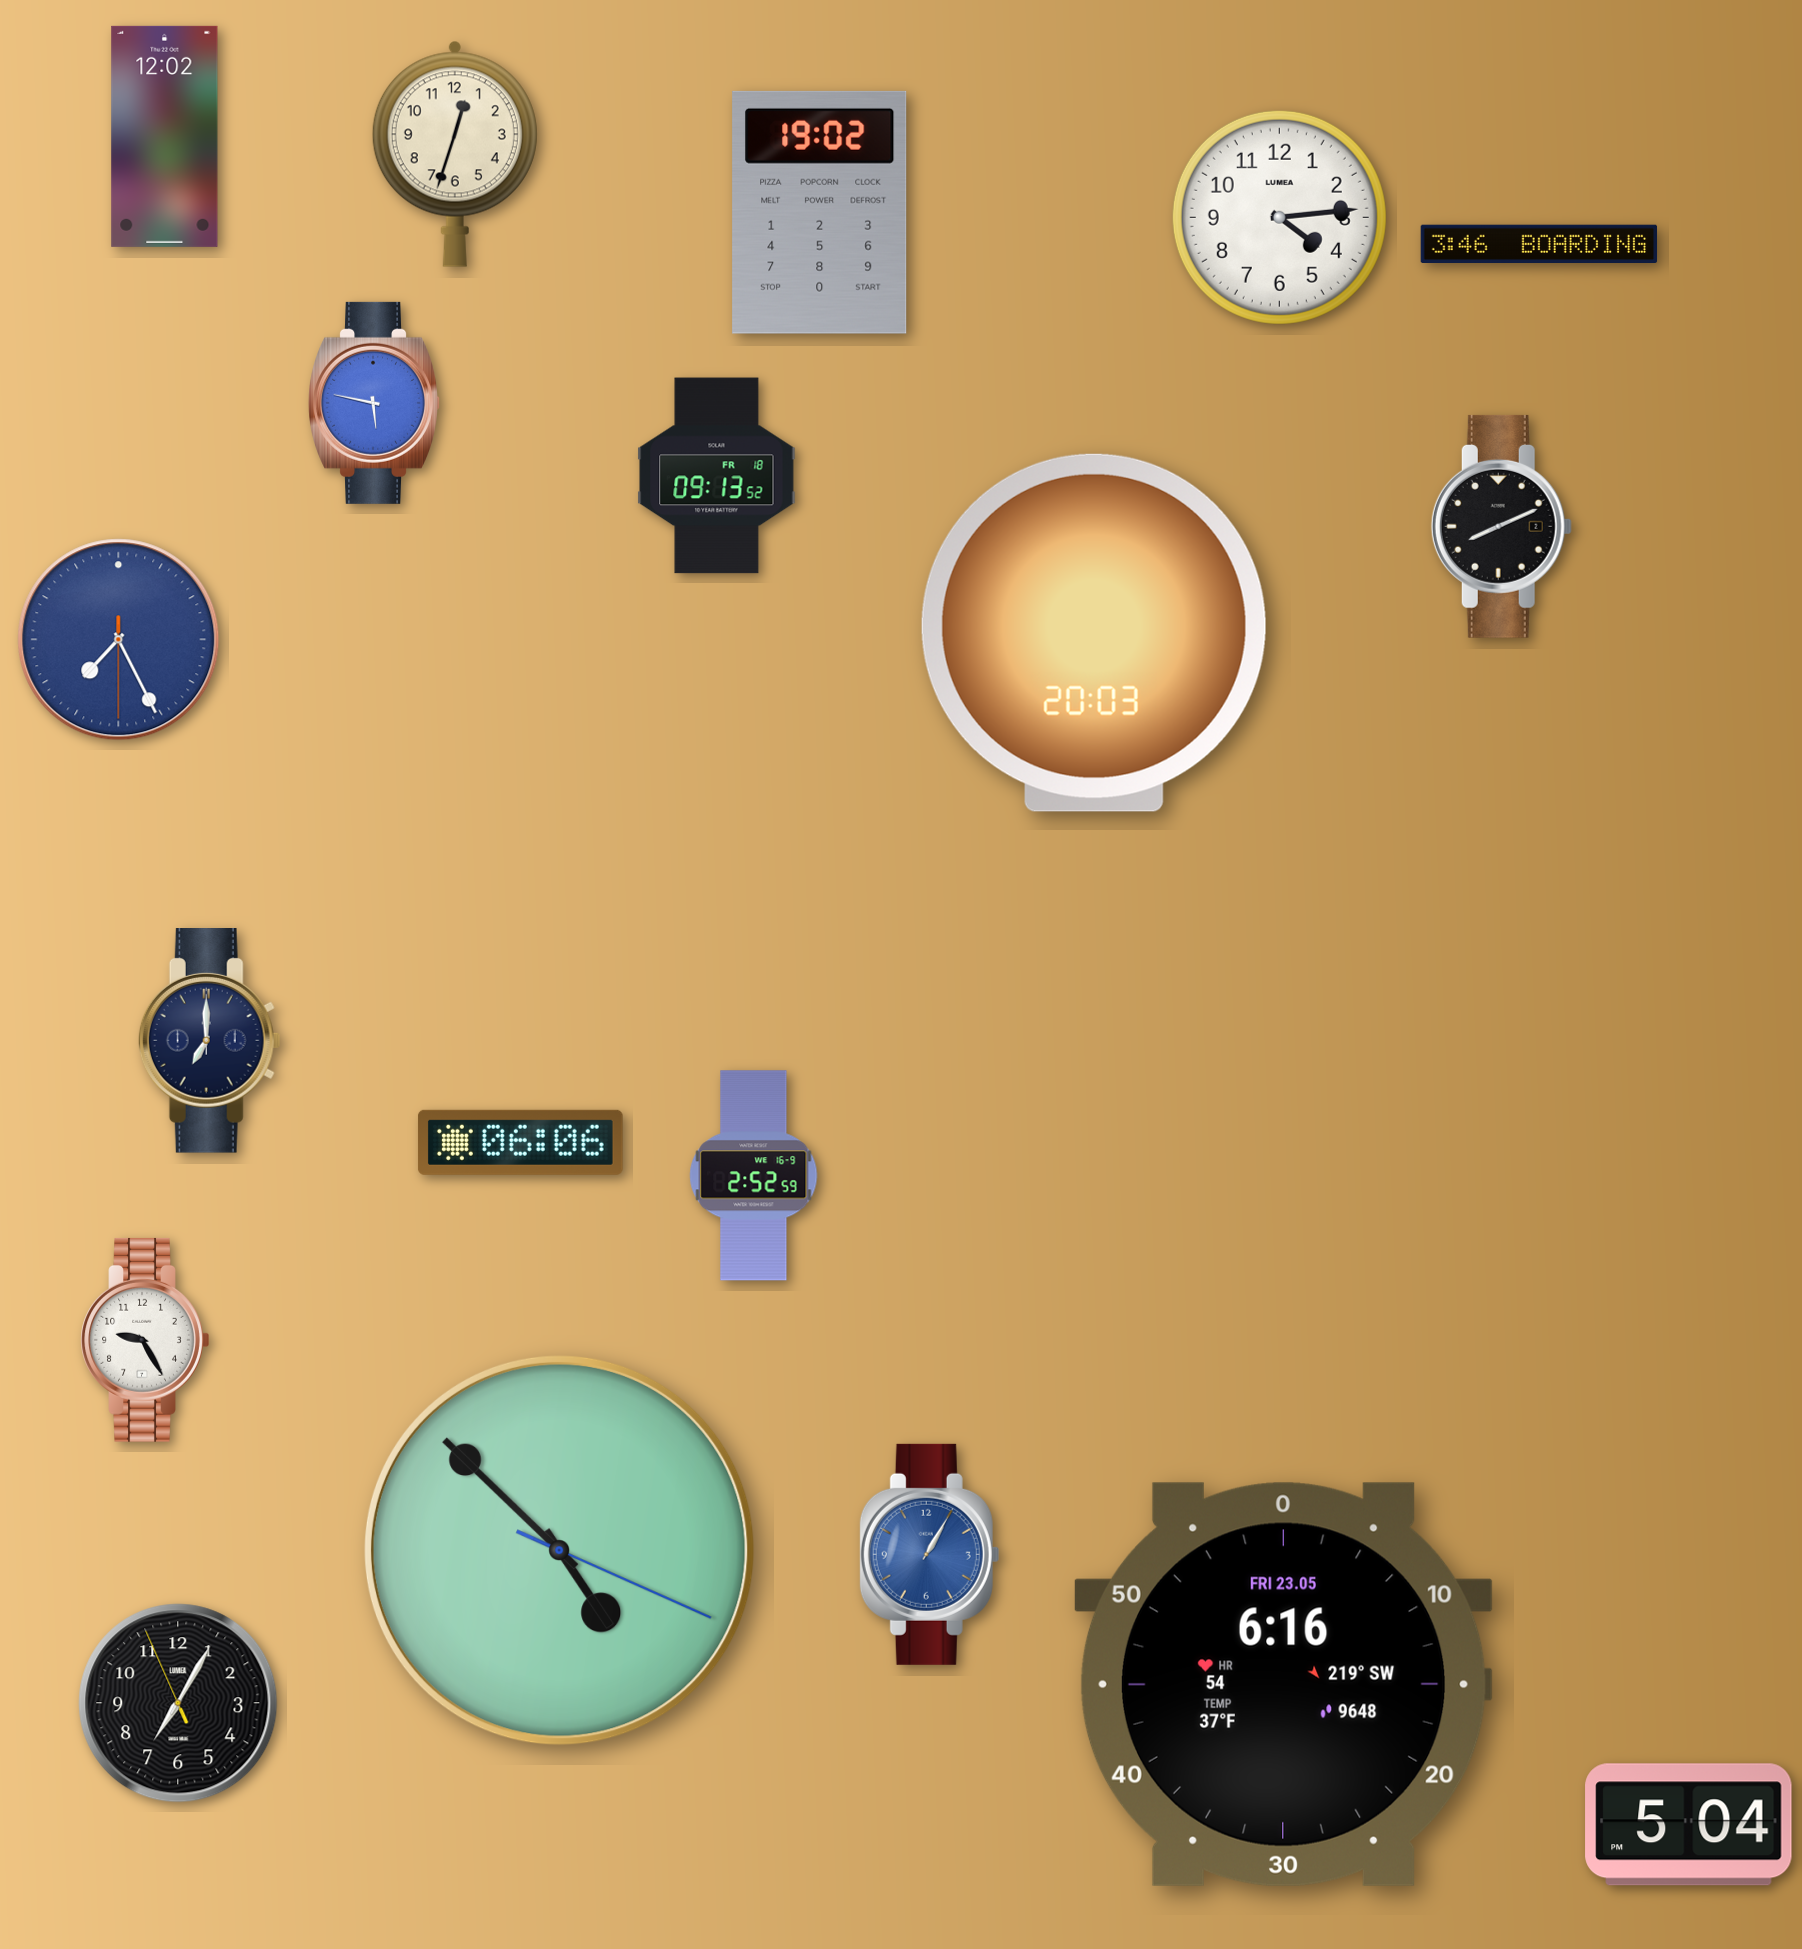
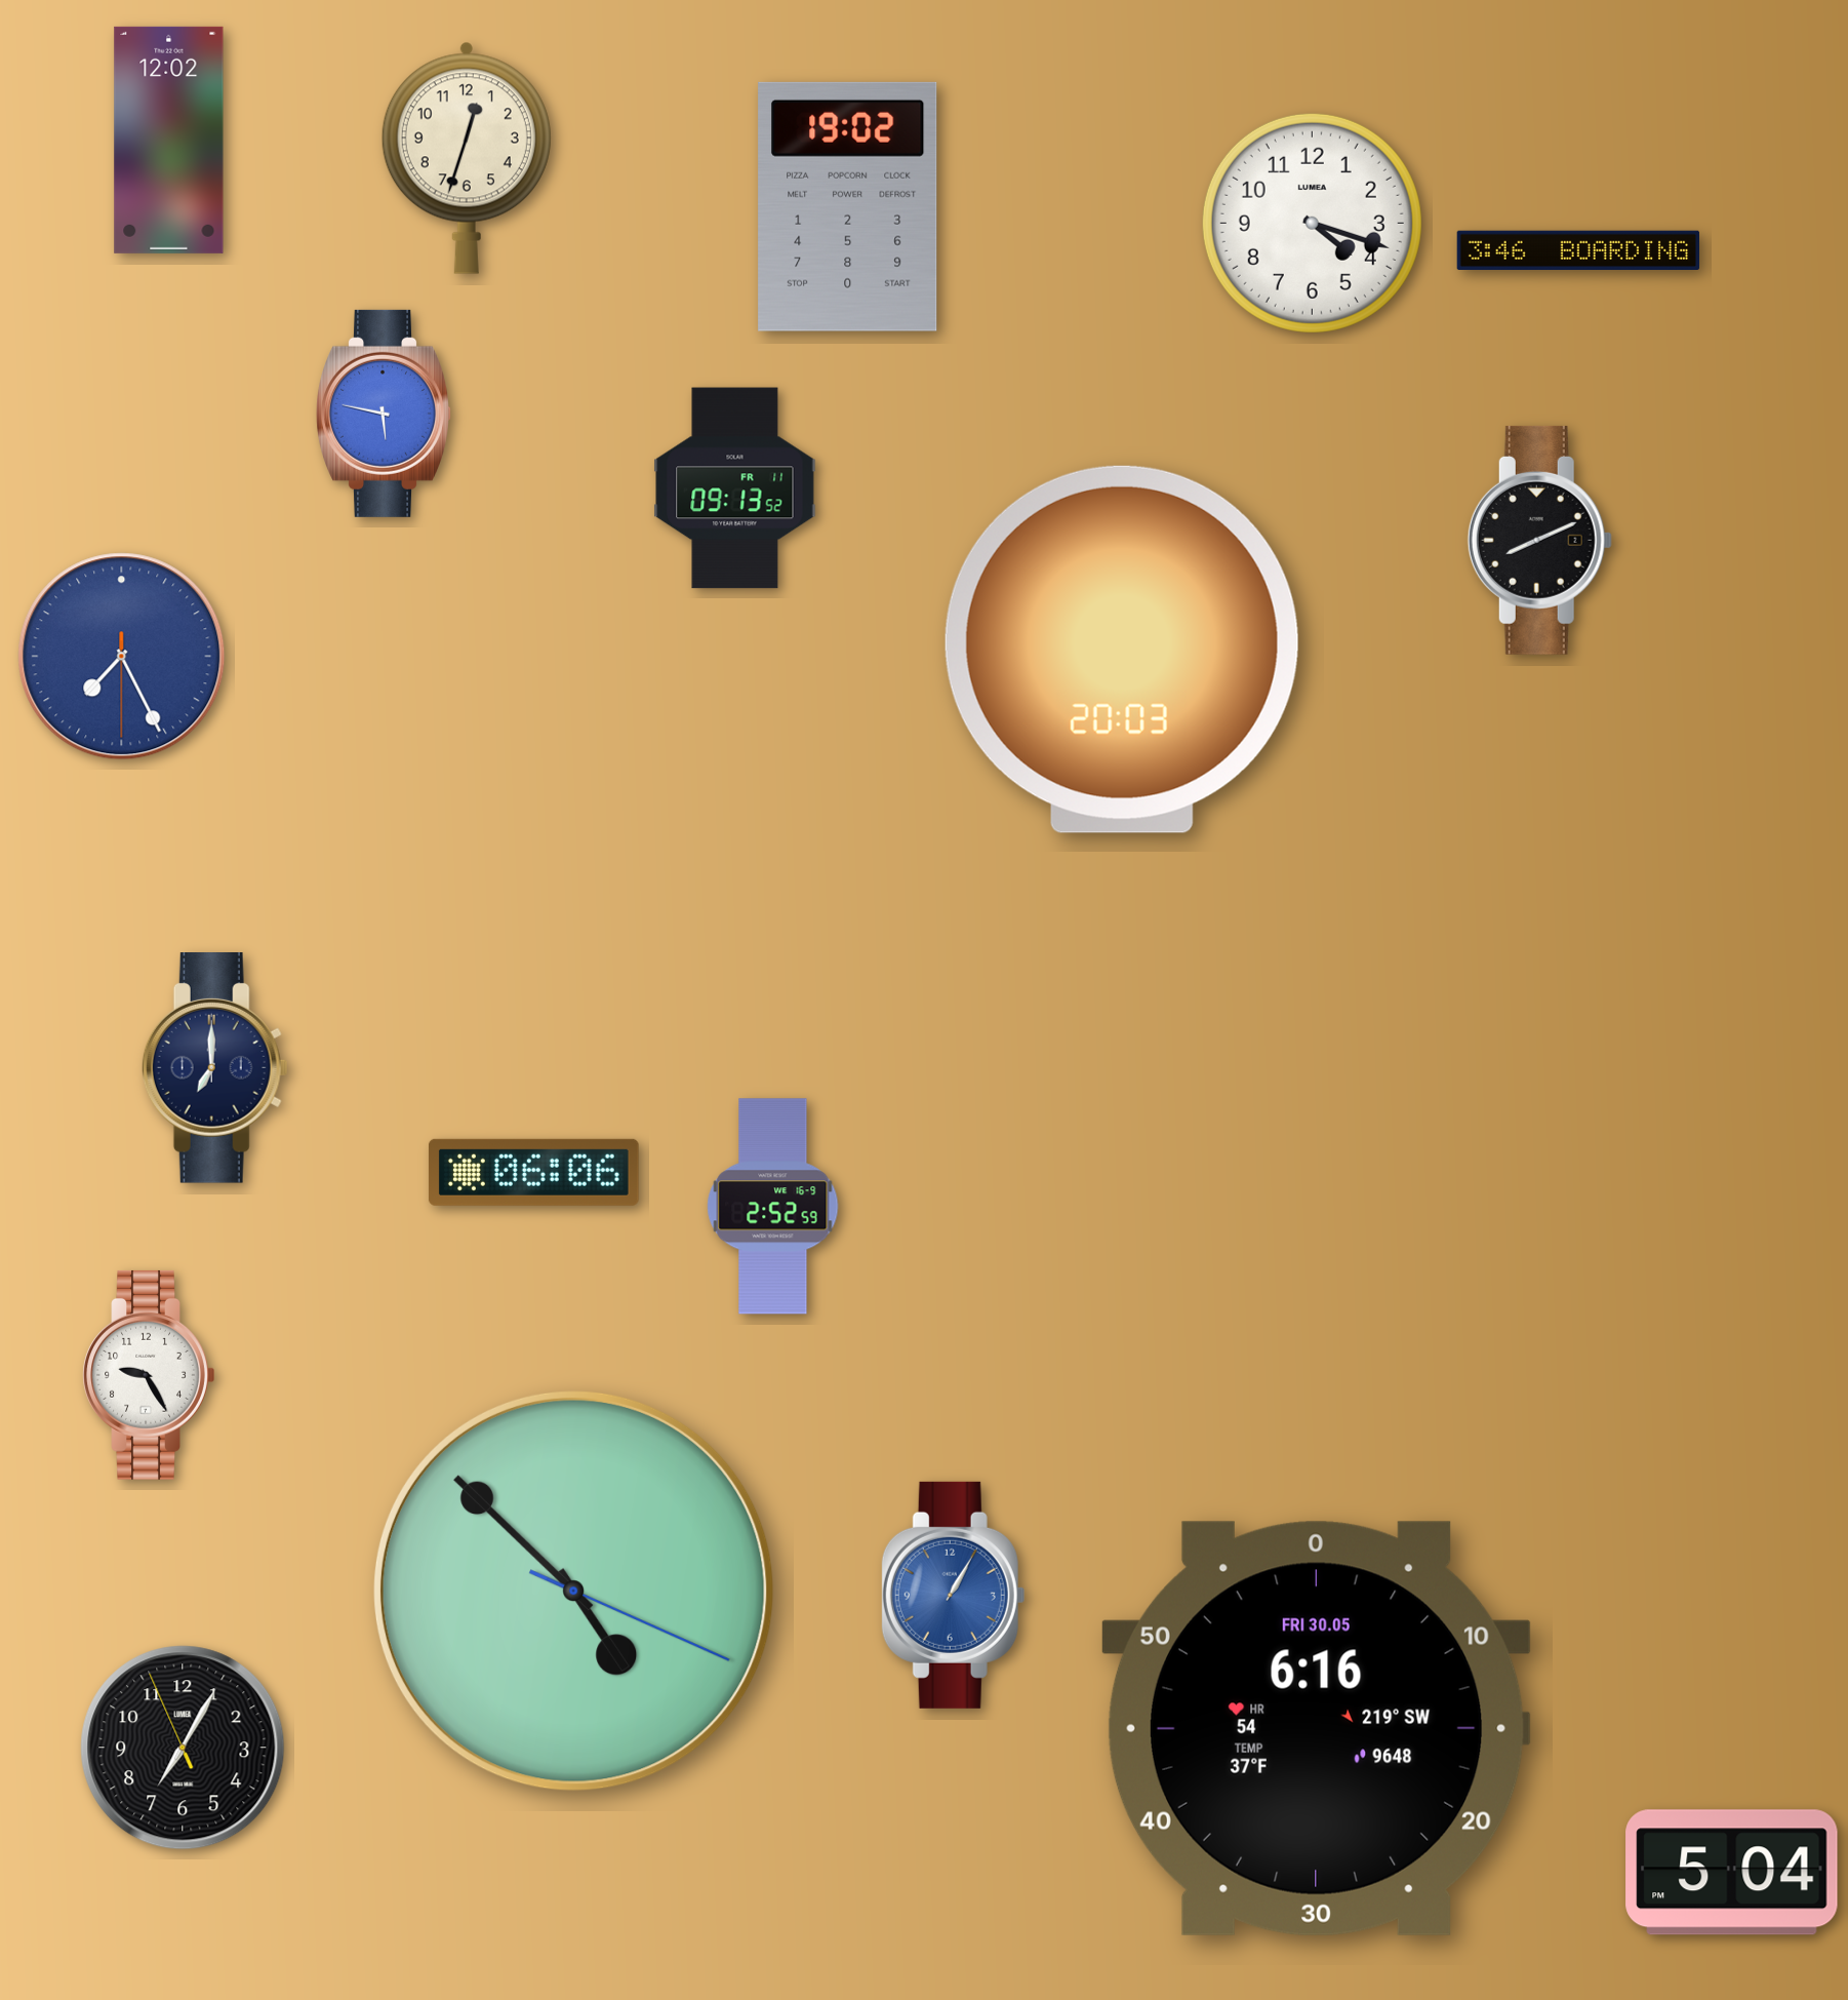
clock at (820, 212) position: (820, 212) -> (848, 206)
clock at (1279, 217): 4:14 -> 4:18
clock at (717, 476) date: FR 18 -> FR 11
clock at (1283, 1684) date: FRI 23.05 -> FRI 30.05
